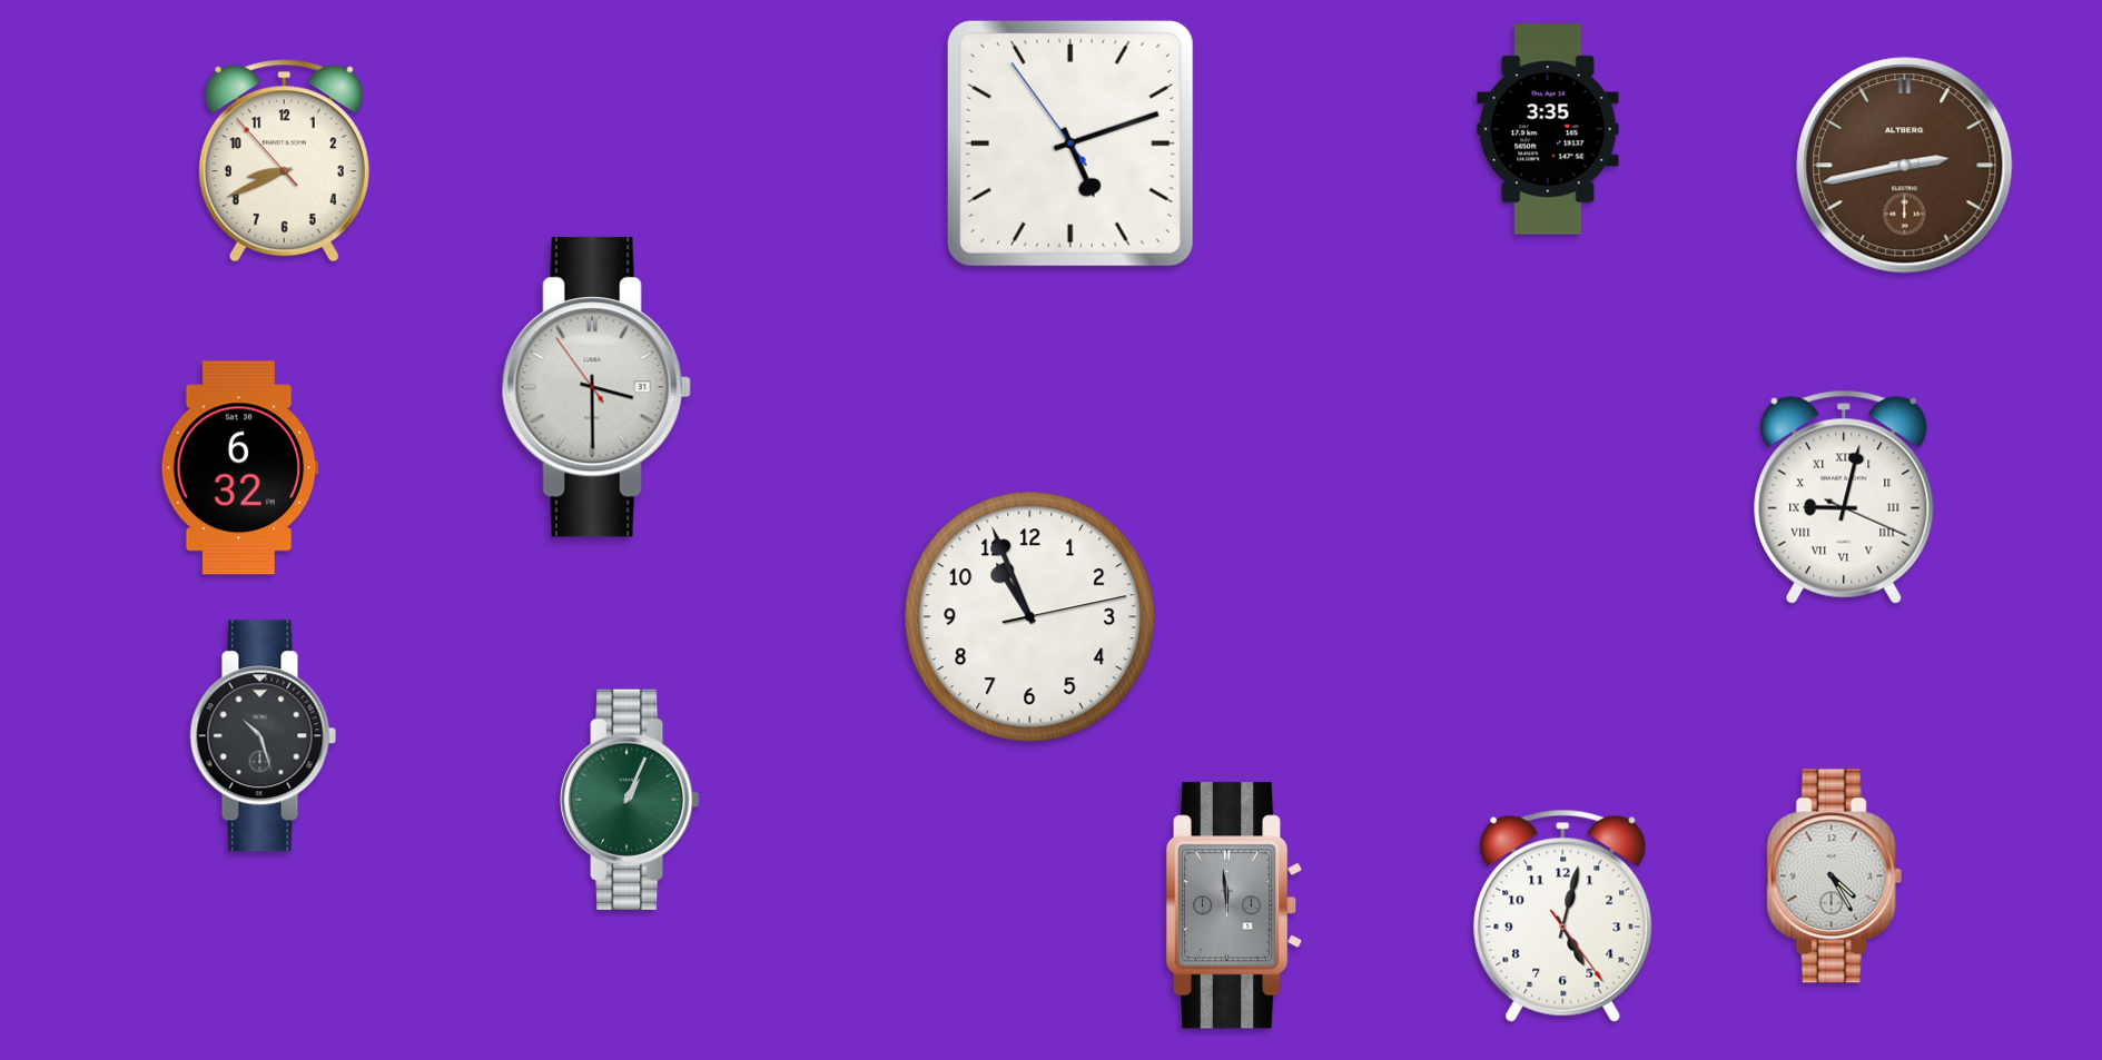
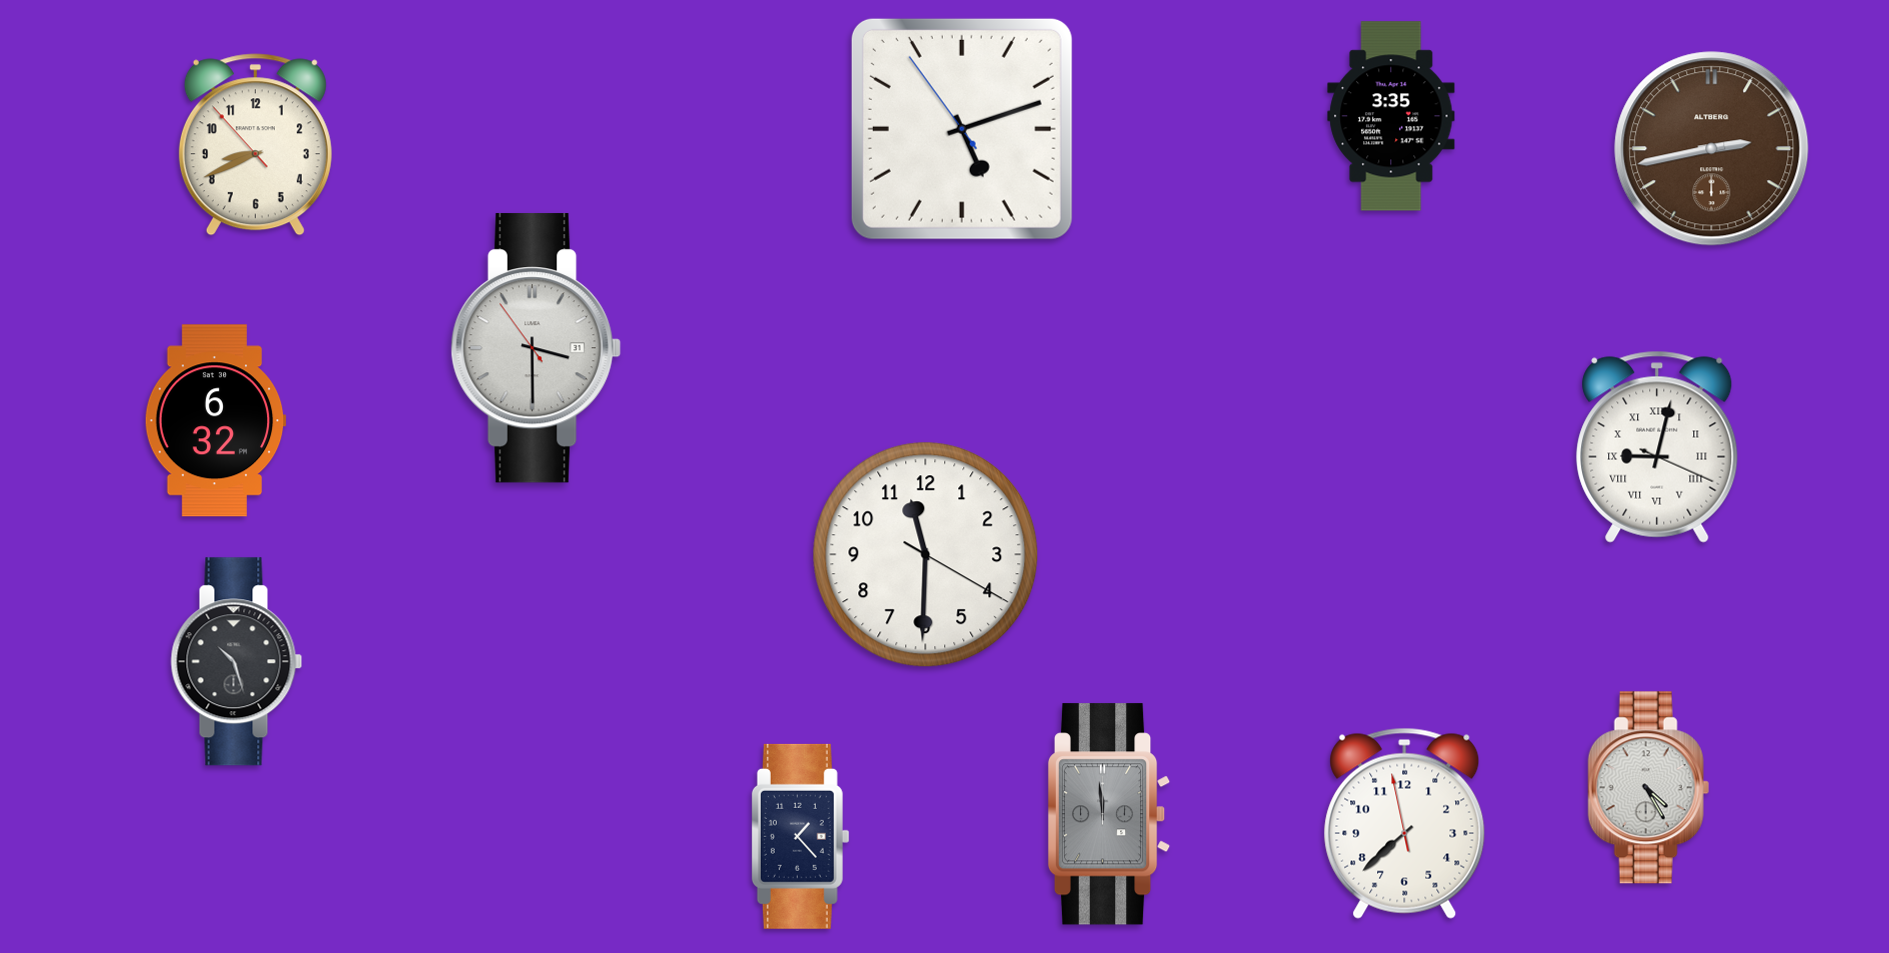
clock at (1030, 617): 10:56 -> 11:30
clock at (630, 800): 1:04 -> none
clock at (1563, 915): 5:02 -> 7:37
clock at (800, 836): none -> 1:23
